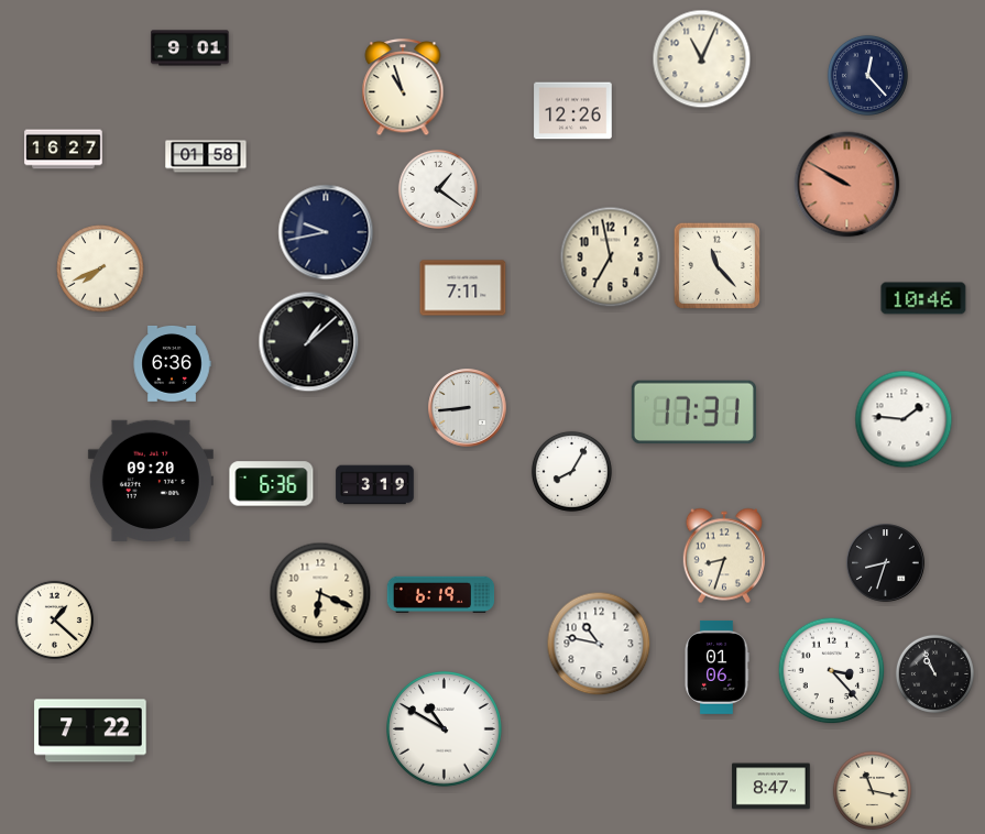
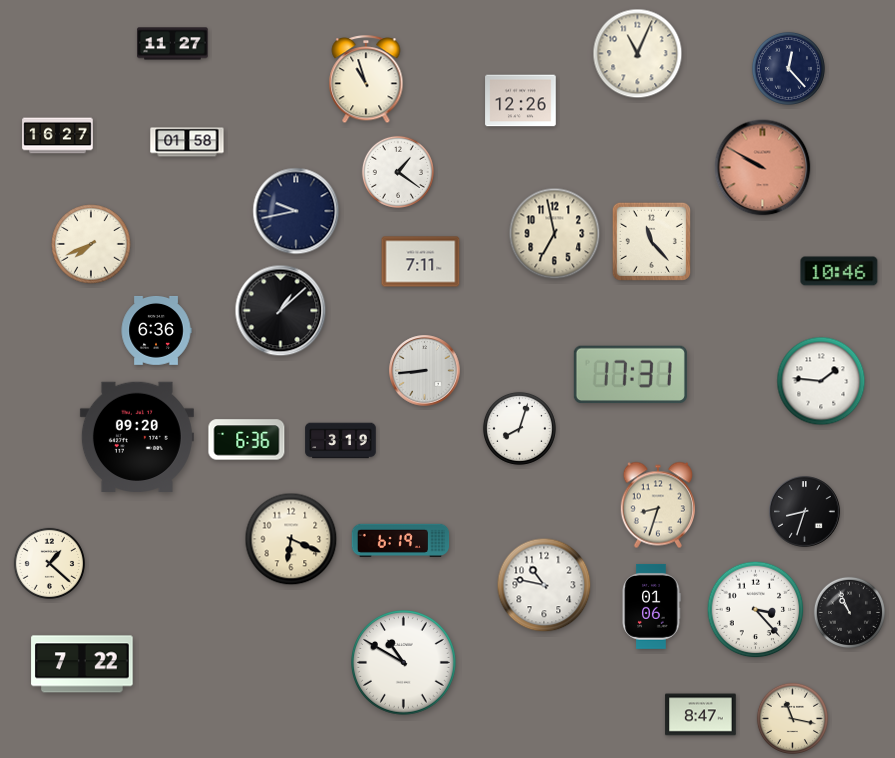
clock at (190, 48): 9:01 -> 11:27
clock at (847, 185) position: (847, 185) -> (763, 168)
clock at (571, 471): 8:05 -> 8:03
